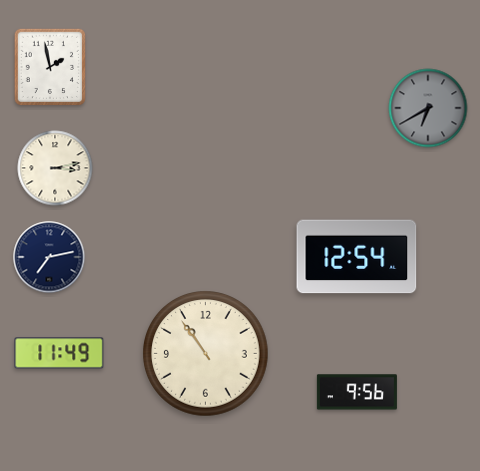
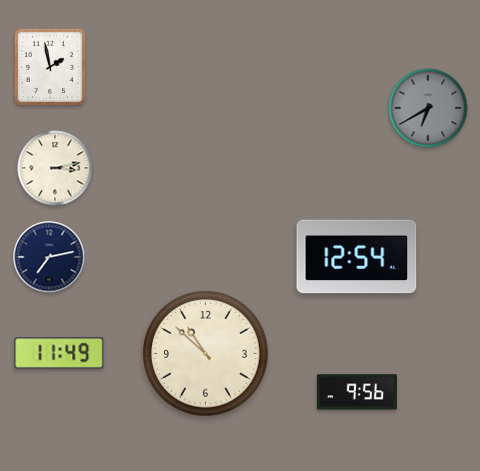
clock at (206, 354): 10:54 -> 10:52
